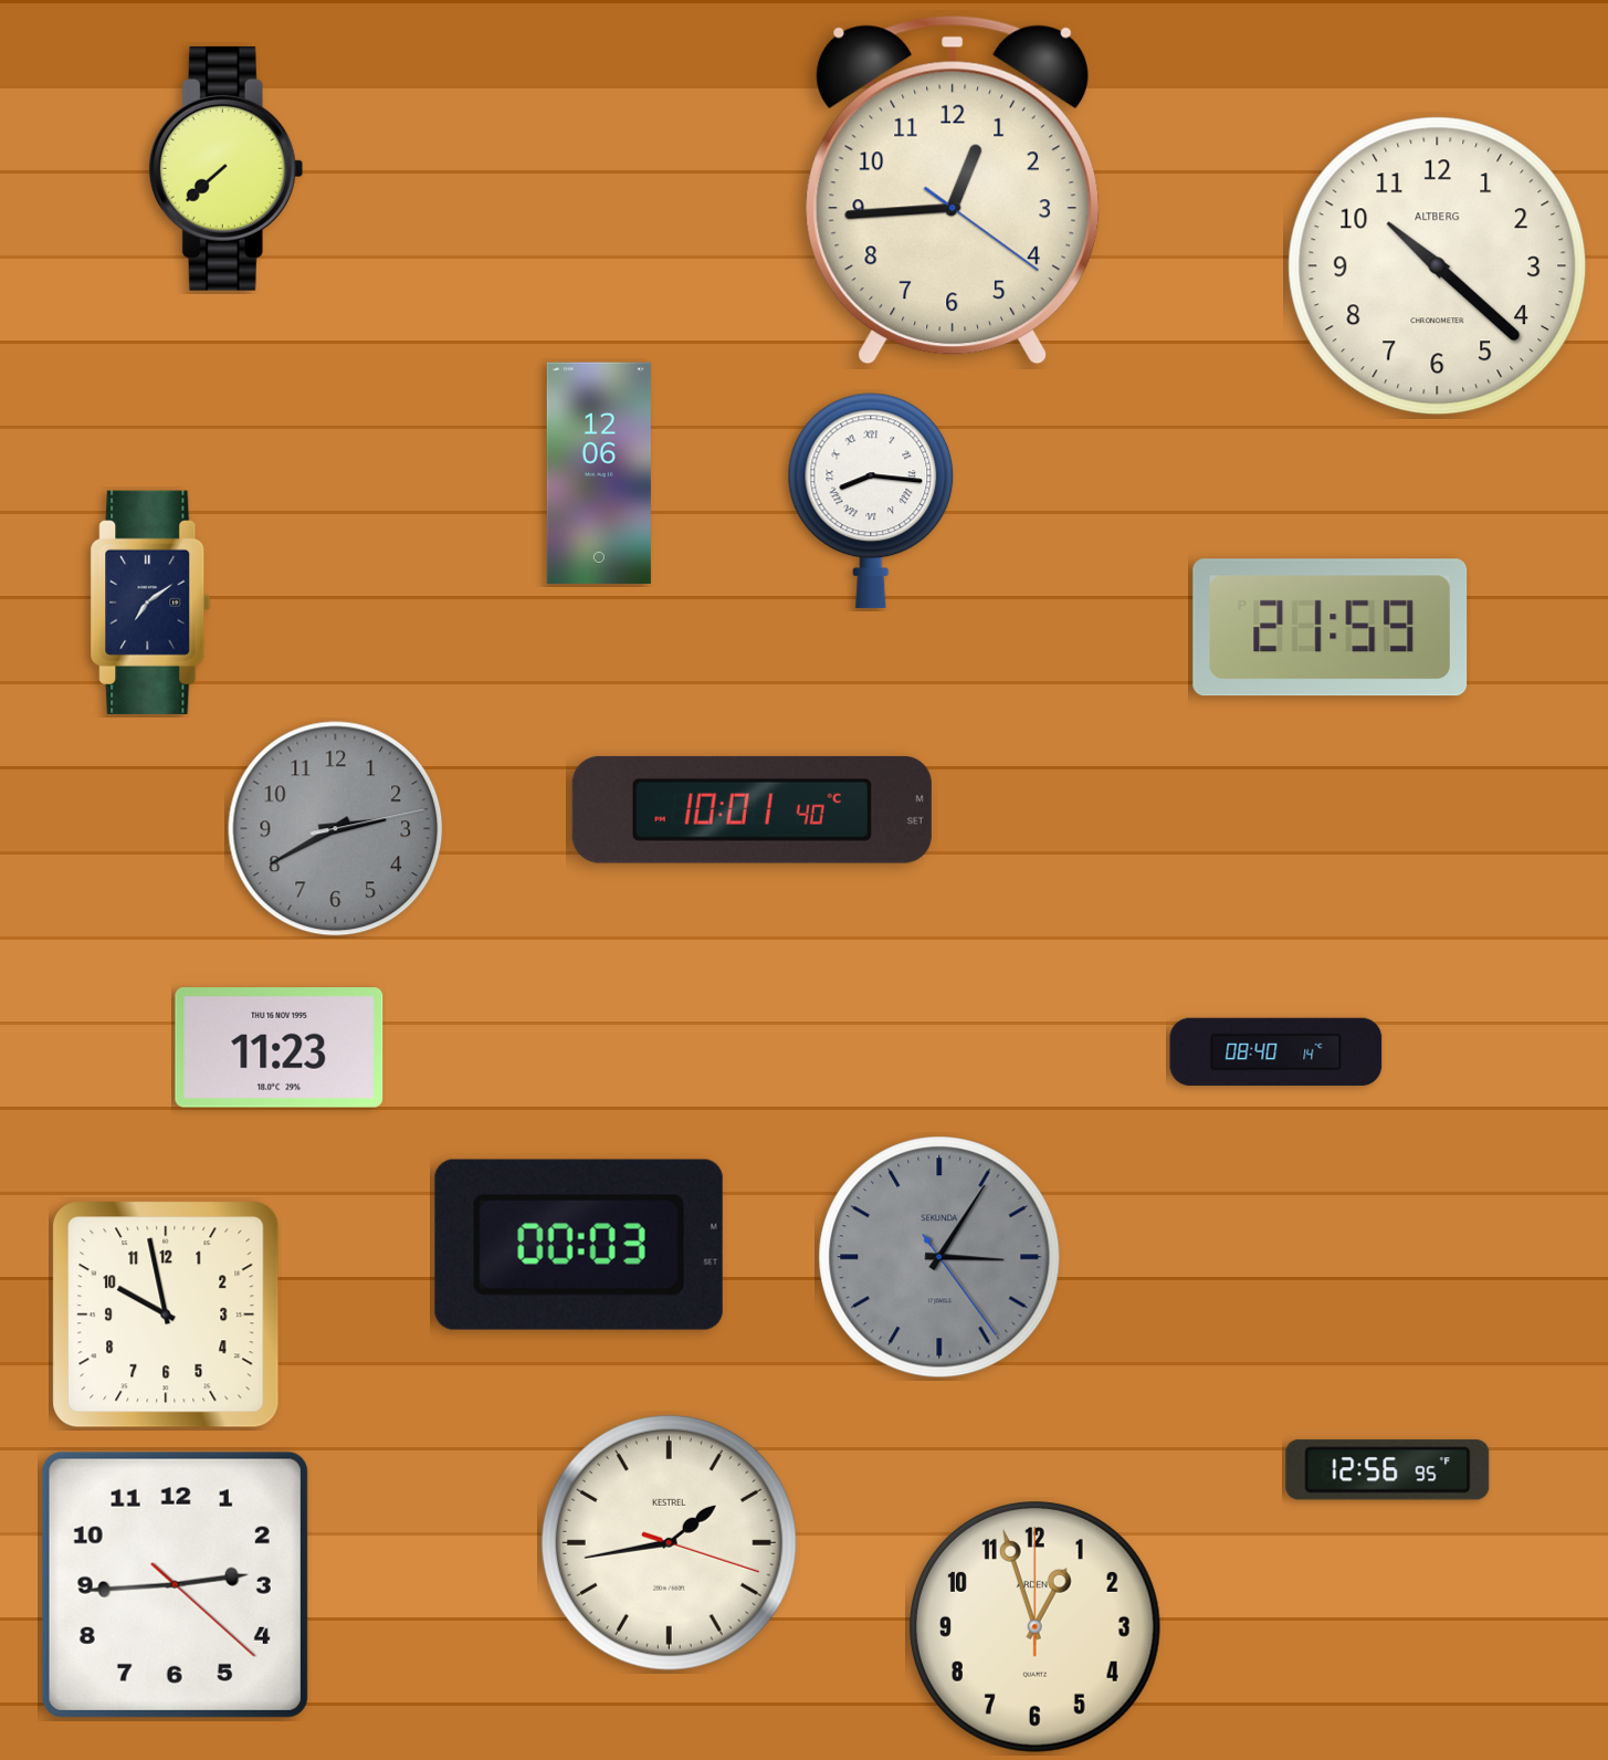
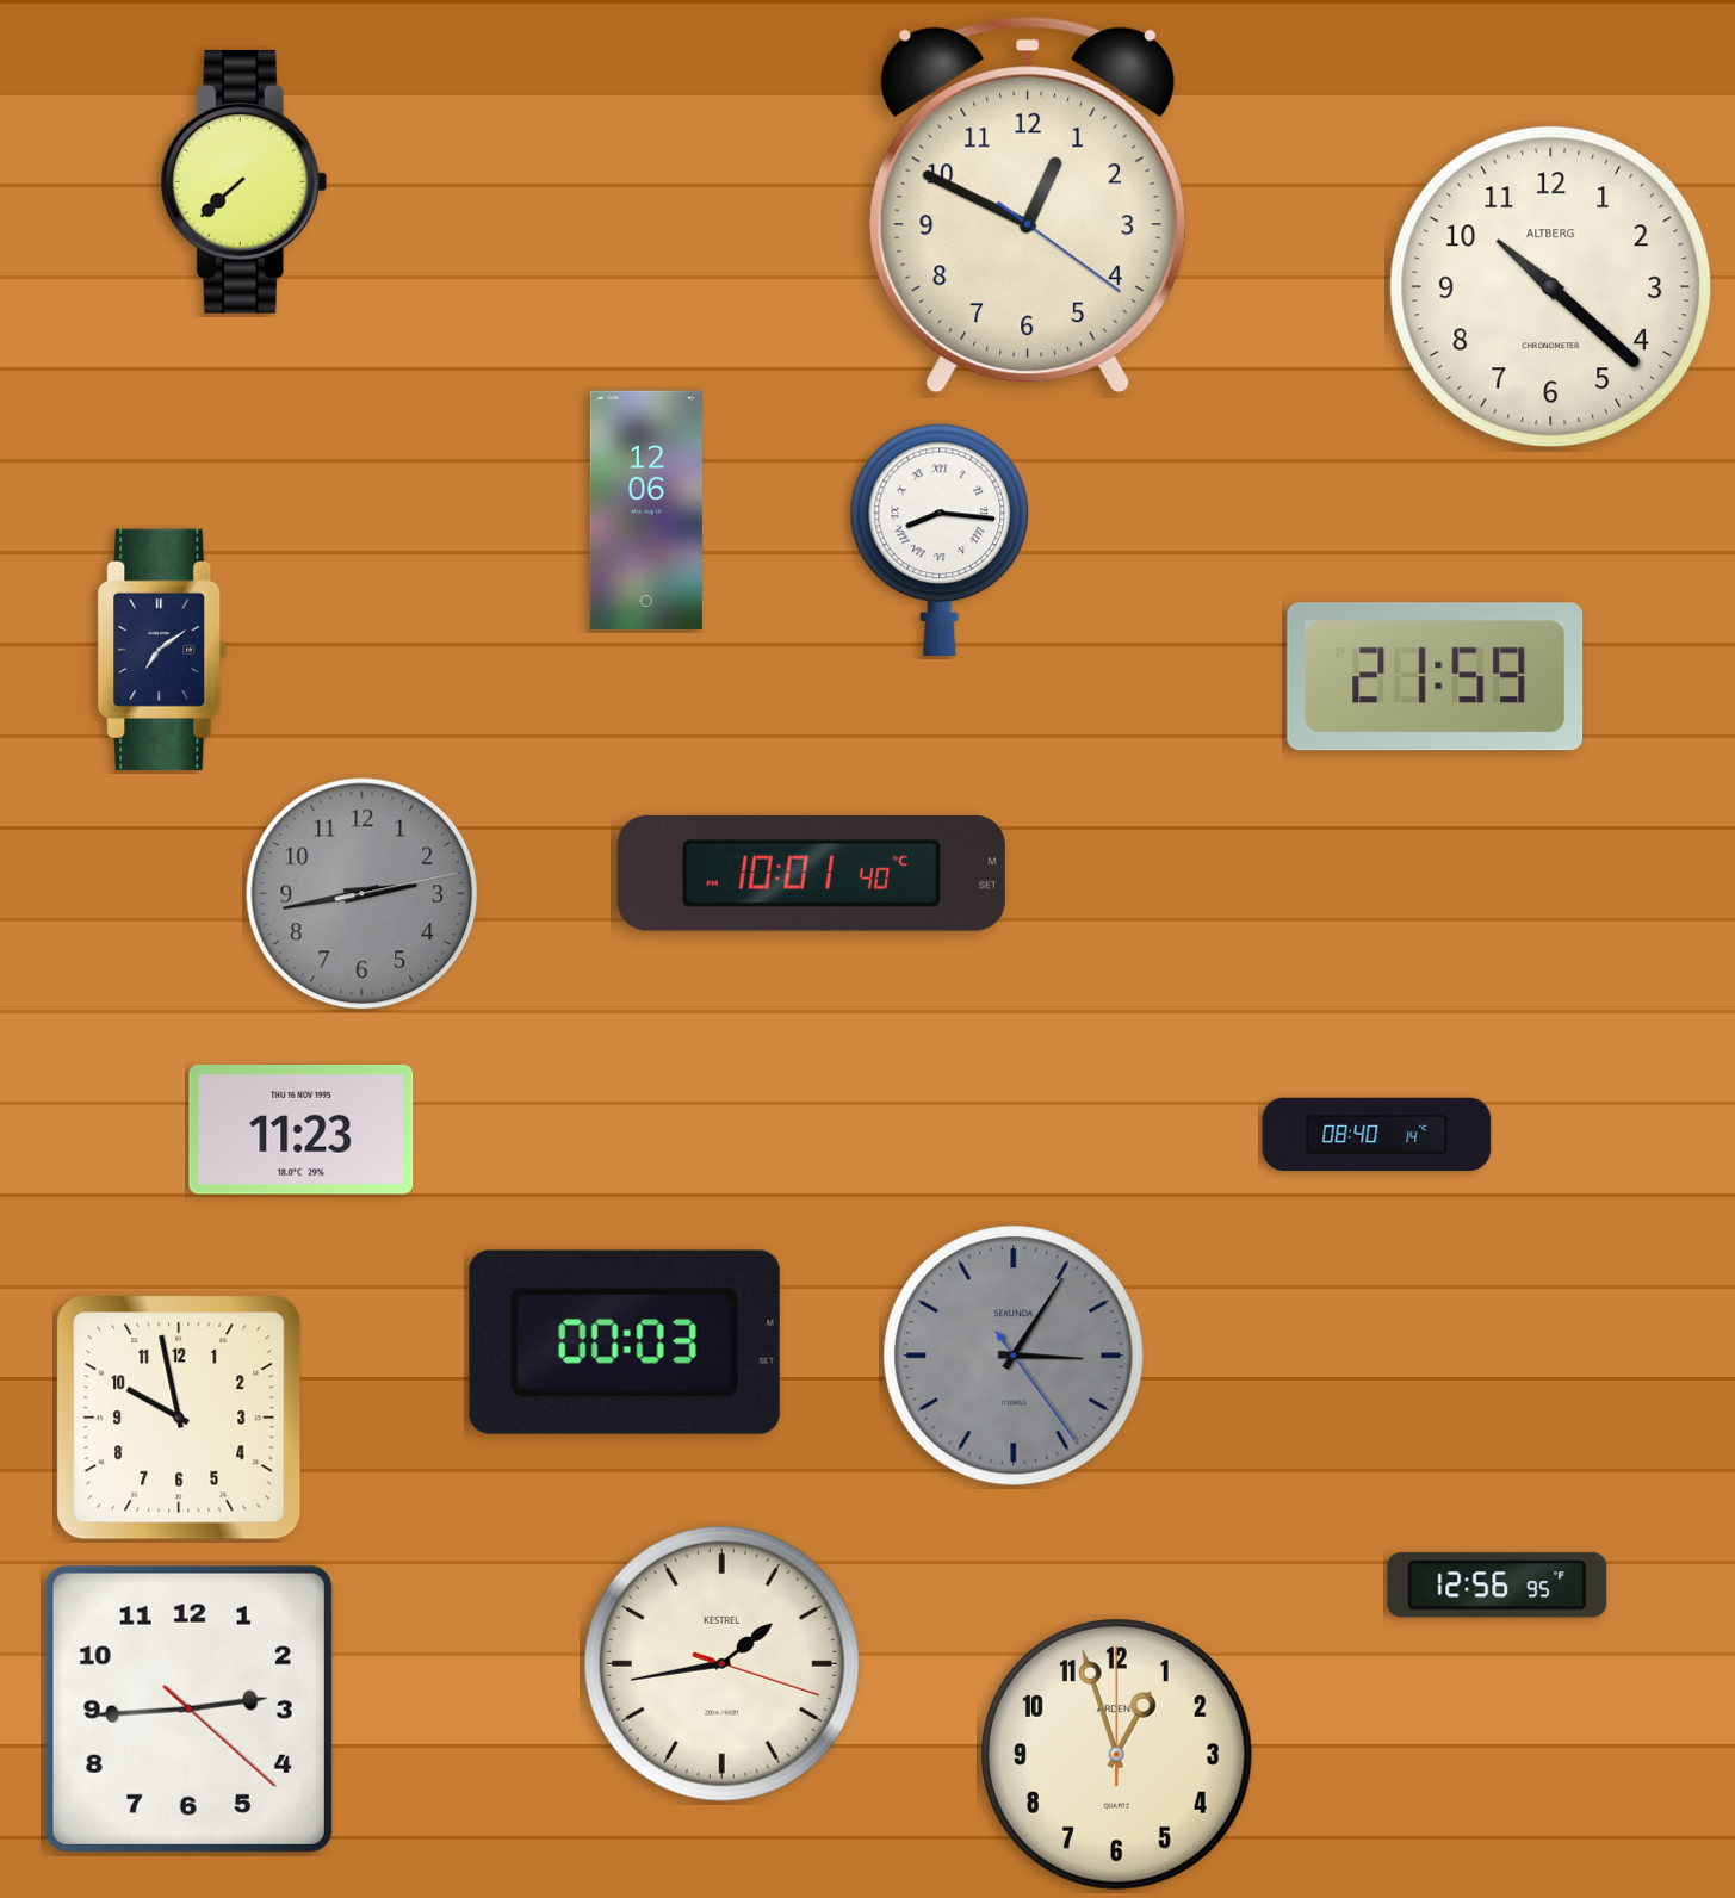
clock at (953, 190): 12:44 -> 12:49
clock at (336, 829): 2:40 -> 2:43
